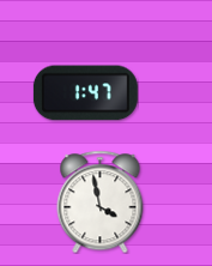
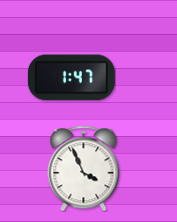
clock at (101, 201): 3:58 -> 3:56
